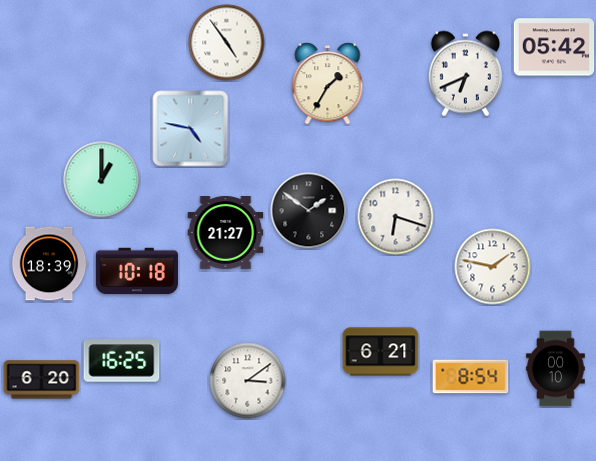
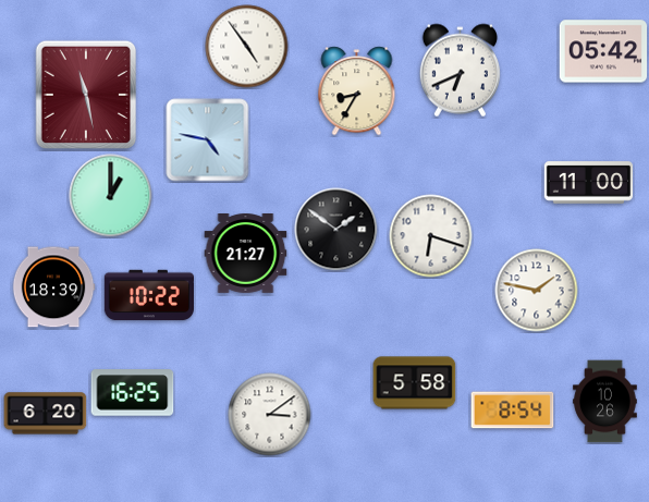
clock at (465, 74) position: (465, 74) -> (460, 71)
clock at (328, 84): 1:35 -> 8:35
clock at (86, 95): none -> 11:28
clock at (589, 183): none -> 11:00
clock at (137, 271): 10:18 -> 10:22
clock at (381, 352): 6:21 -> 5:58
clock at (556, 369): 00:10 -> 10:26
